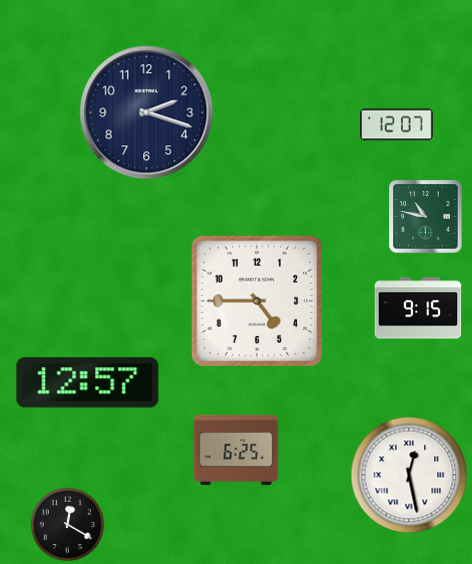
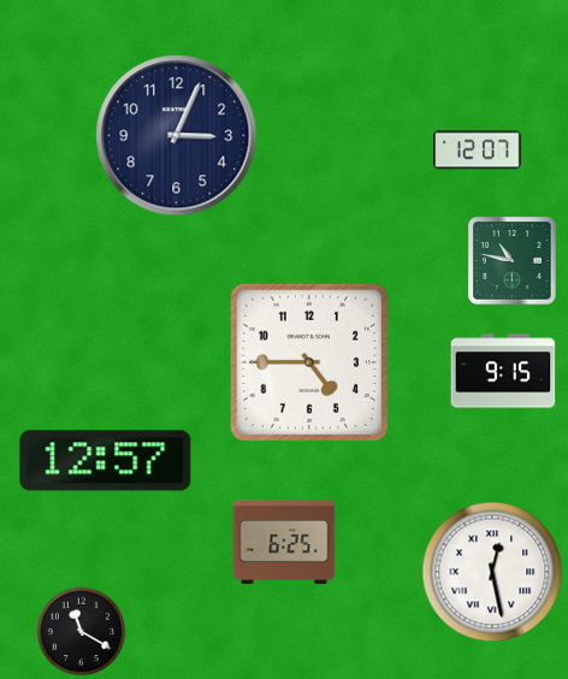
clock at (147, 113): 2:18 -> 3:04
clock at (68, 525): 12:20 -> 11:20
